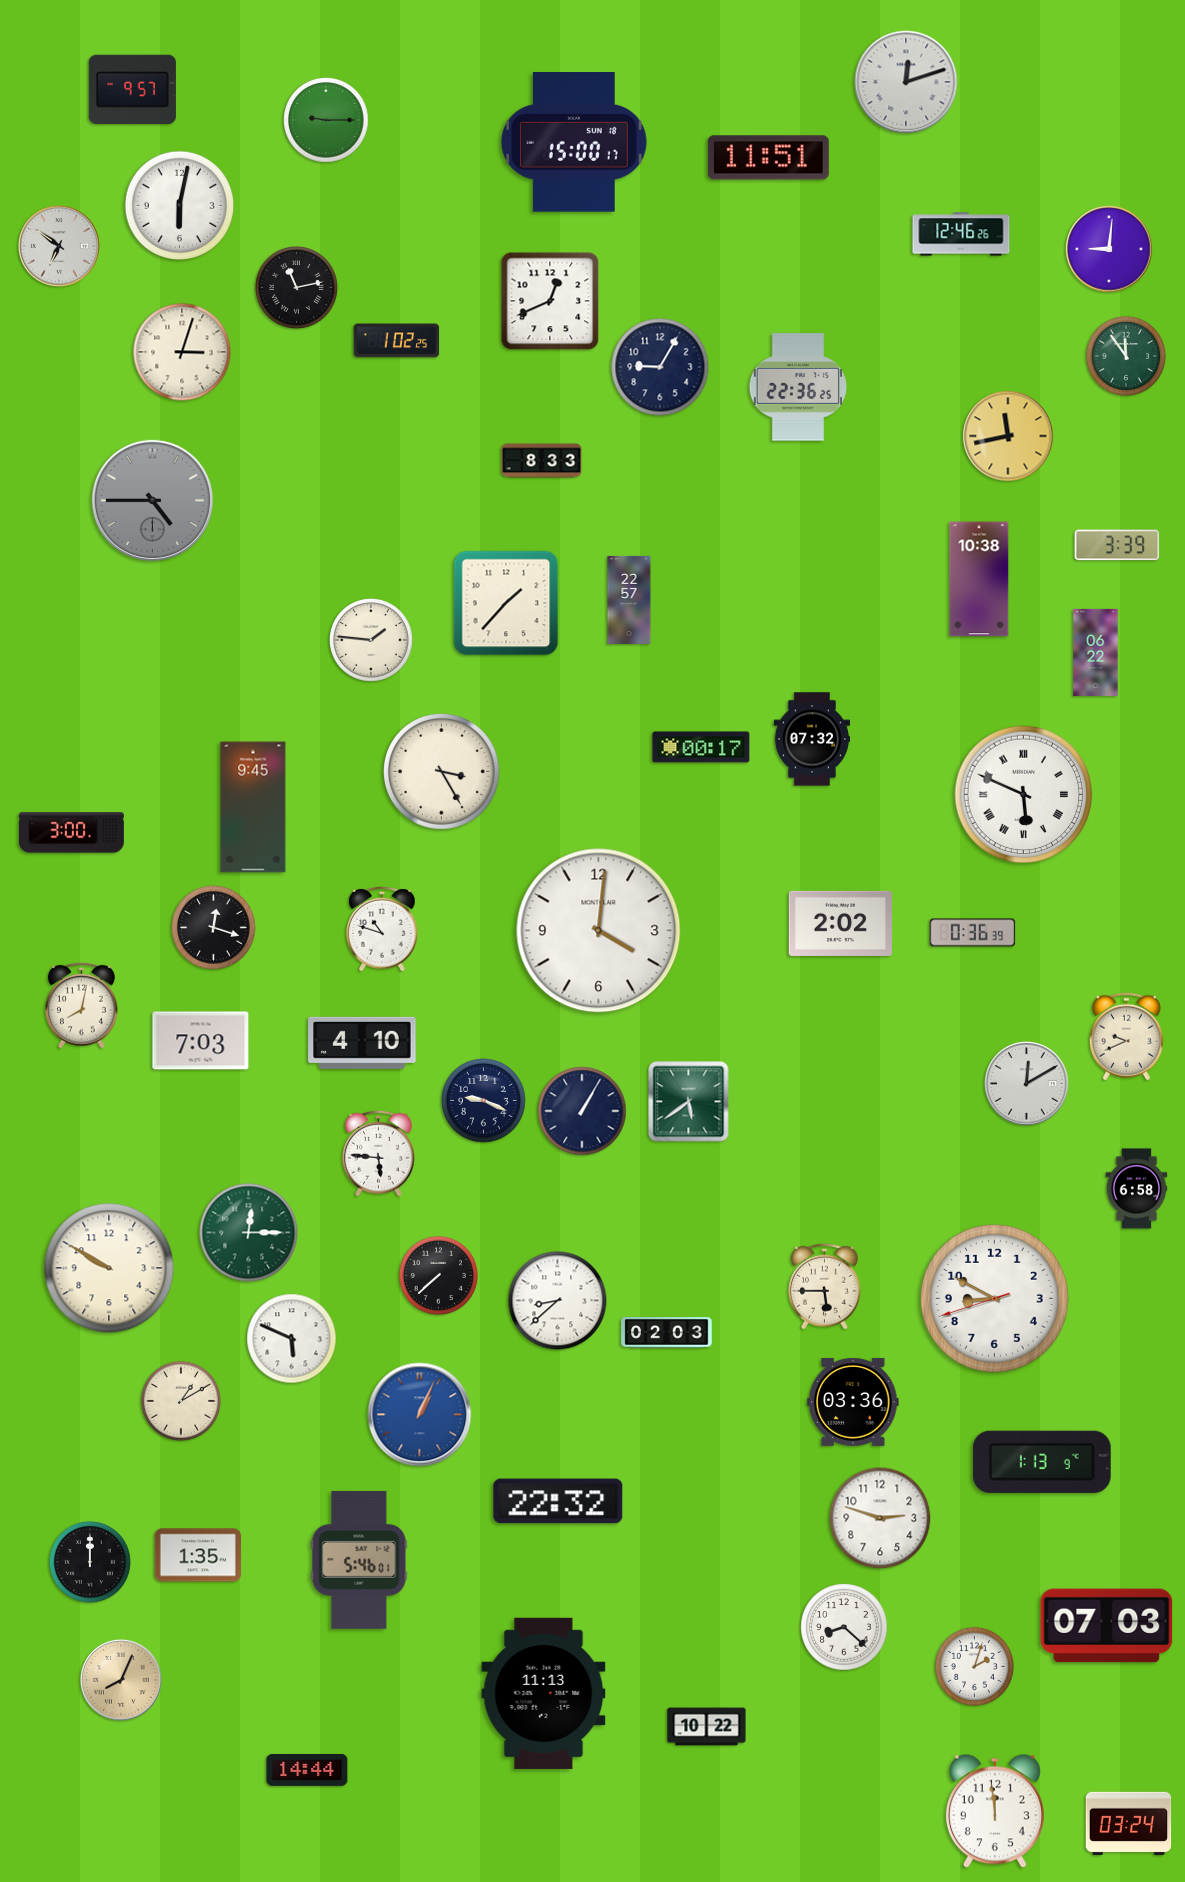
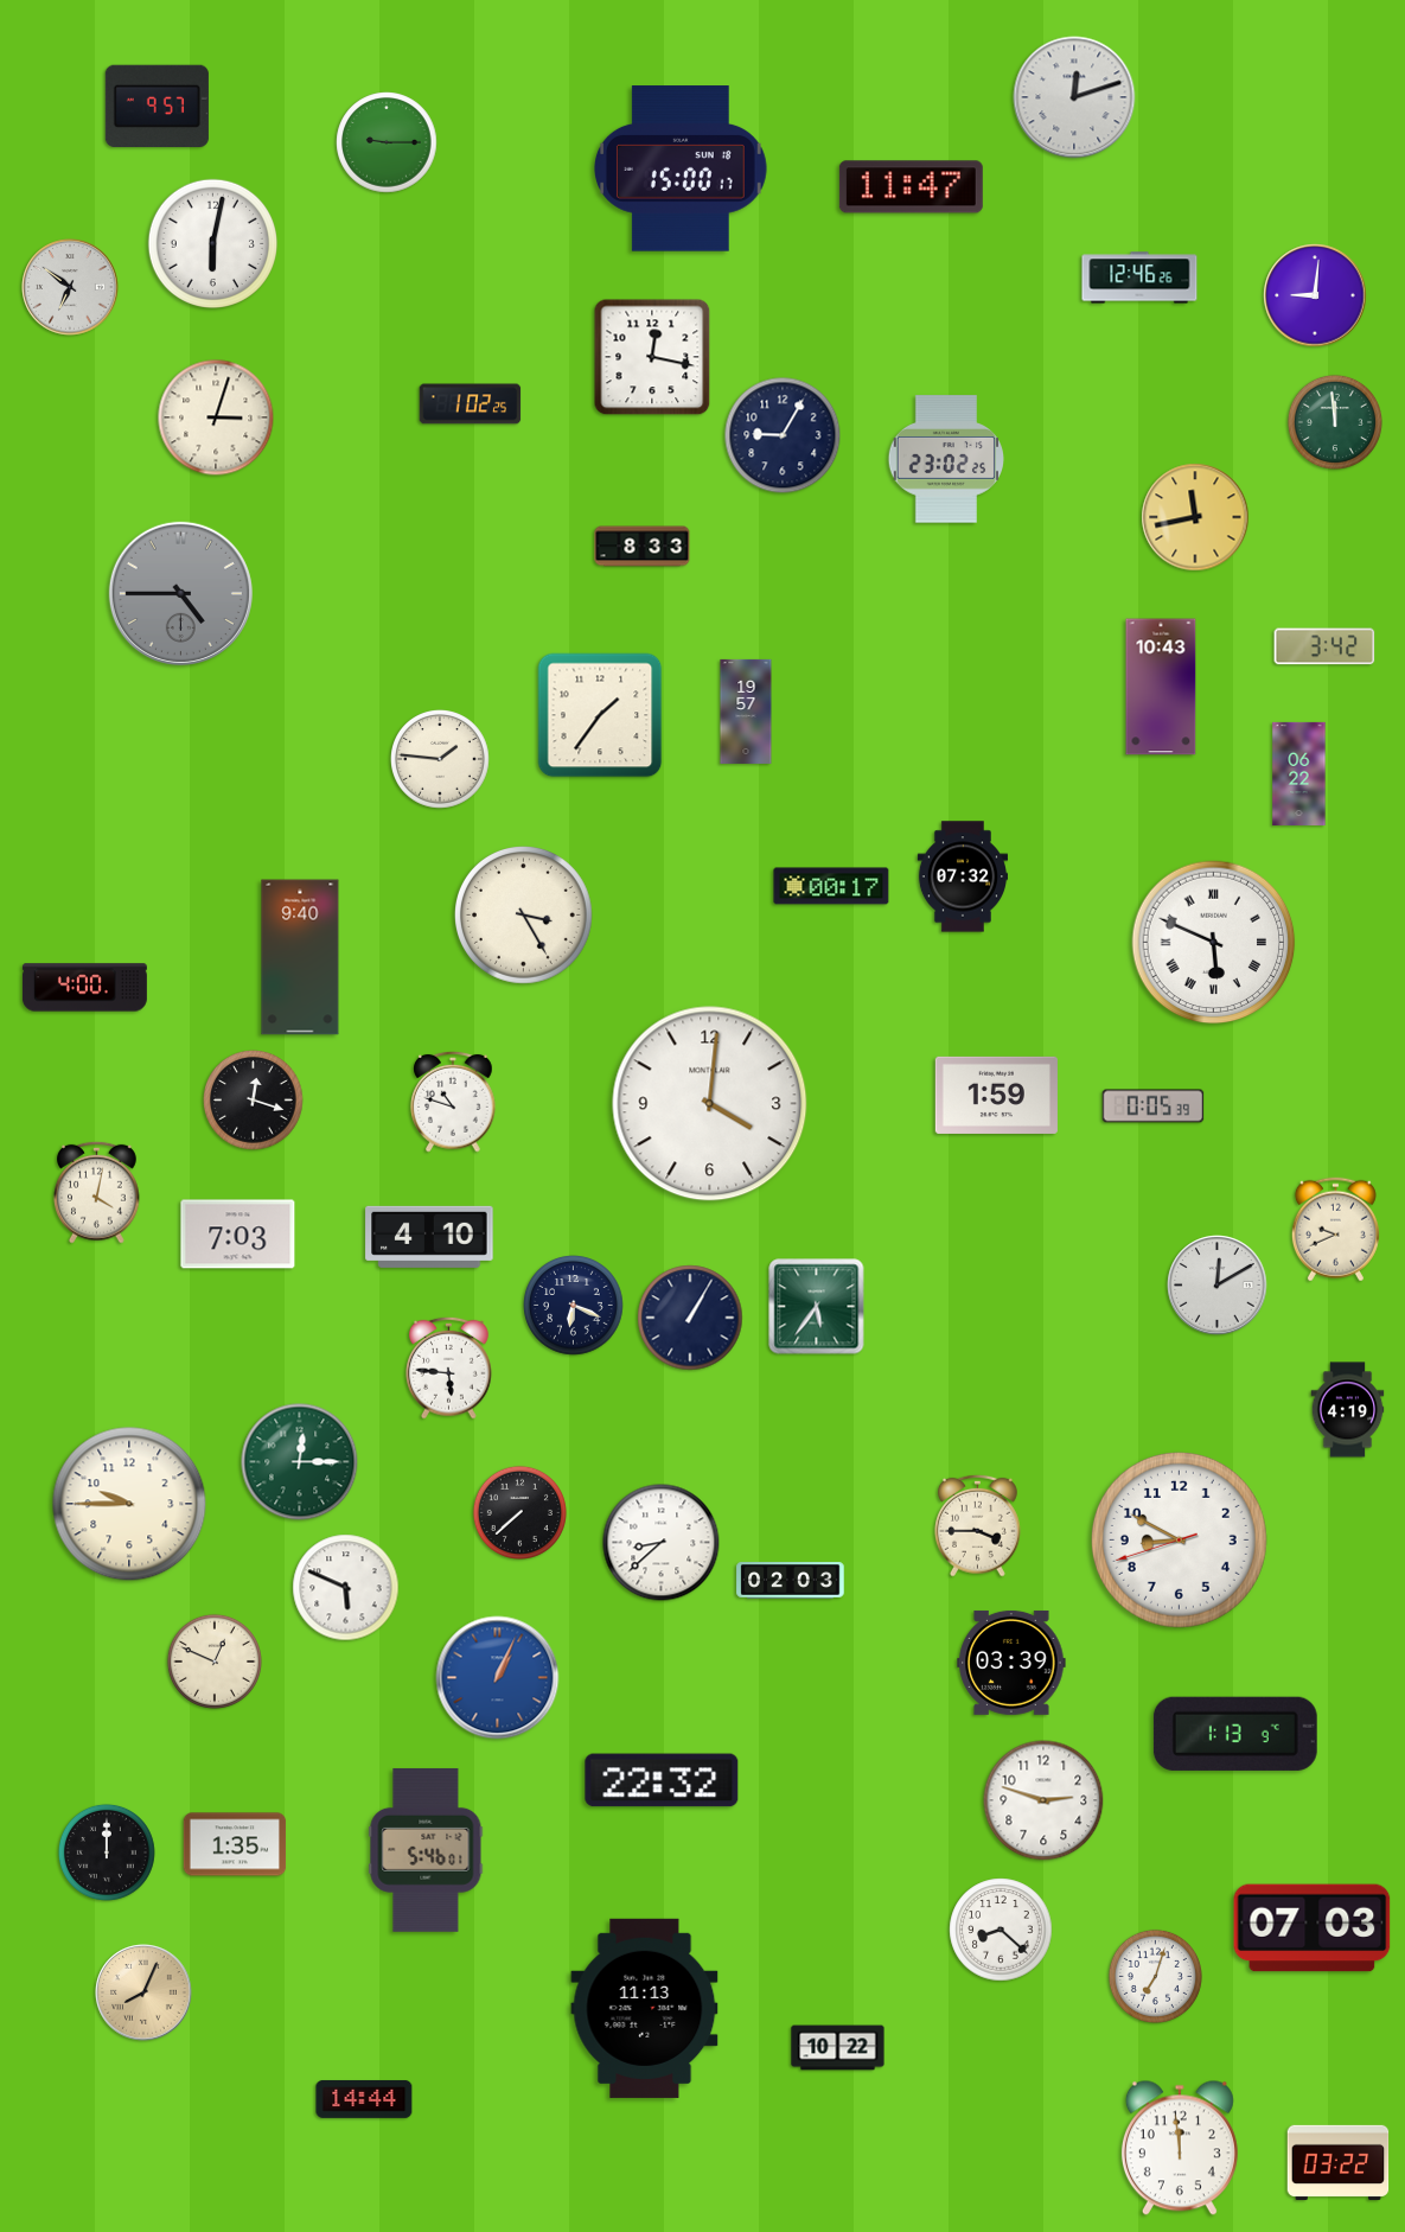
clock at (768, 158): 11:51 -> 11:47
clock at (59, 246) position: (59, 246) -> (70, 287)
clock at (296, 287): 11:13 -> none
clock at (550, 301): 12:41 -> 12:17
clock at (1126, 356): 11:54 -> 11:59
clock at (797, 387): 22:36 -> 23:02
clock at (1117, 545): 3:39 -> 3:42
clock at (979, 579): 10:38 -> 10:43
clock at (629, 600): 22:57 -> 19:57
clock at (506, 603): 1:37 -> 1:36
clock at (253, 807): 9:45 -> 9:40
clock at (71, 833): 3:00 -> 4:00
clock at (840, 923): 2:02 -> 1:59
clock at (973, 933): 0:36 -> 0:05
clock at (82, 1005): 8:02 -> 4:02
clock at (484, 1101): 9:19 -> 6:19
clock at (689, 1102): 5:39 -> 5:36
clock at (1137, 1189): 6:58 -> 4:19
clock at (249, 1233) position: (249, 1233) -> (300, 1462)
clock at (109, 1268): 9:50 -> 9:45
clock at (825, 1286): 5:45 -> 3:45
clock at (181, 1401): 1:10 -> 12:49
clock at (853, 1402): 03:36 -> 03:39
clock at (974, 1666): 2:03 -> 7:03
clock at (1129, 1823): 03:24 -> 03:22
